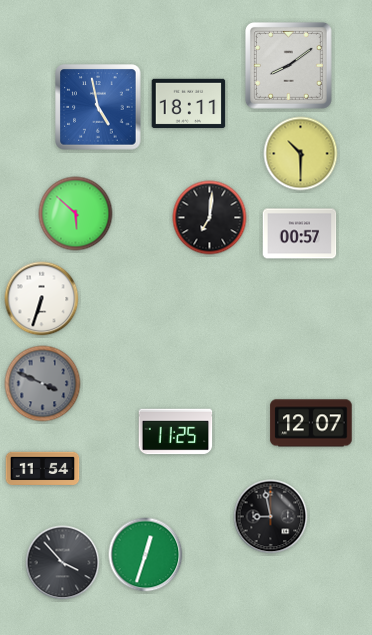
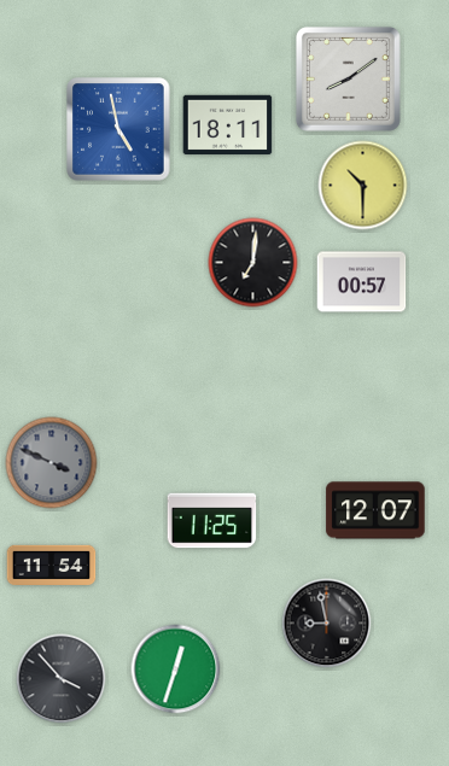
clock at (76, 214): 5:52 -> none
clock at (42, 299): 6:33 -> none
clock at (63, 563) position: (63, 563) -> (62, 679)
